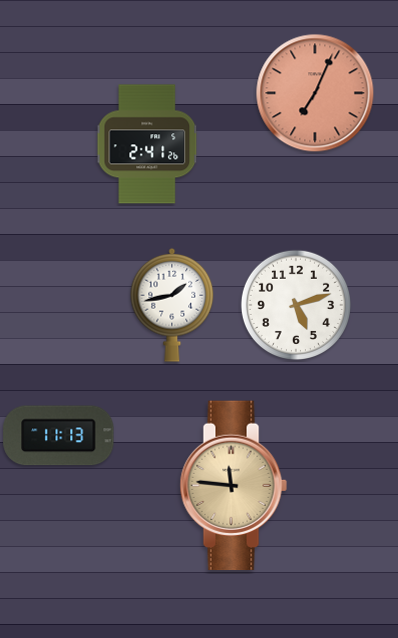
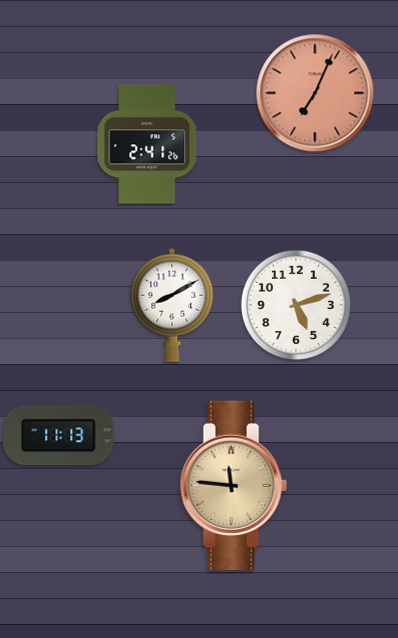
clock at (172, 305): 1:43 -> 8:10
